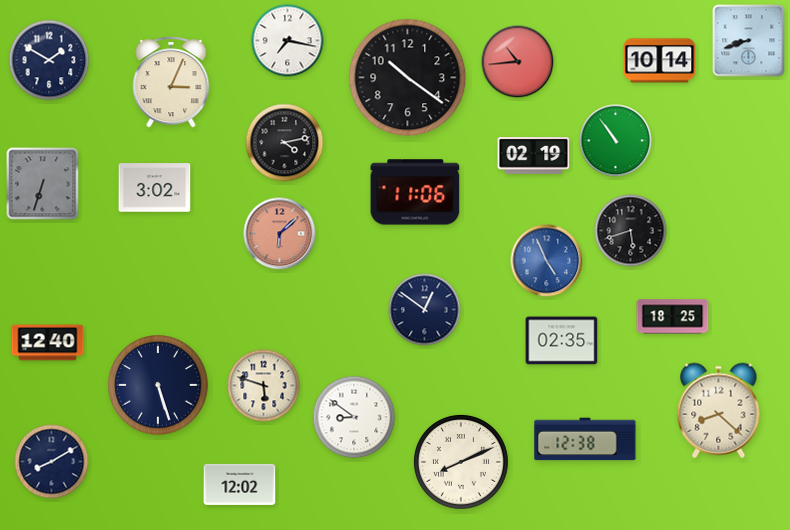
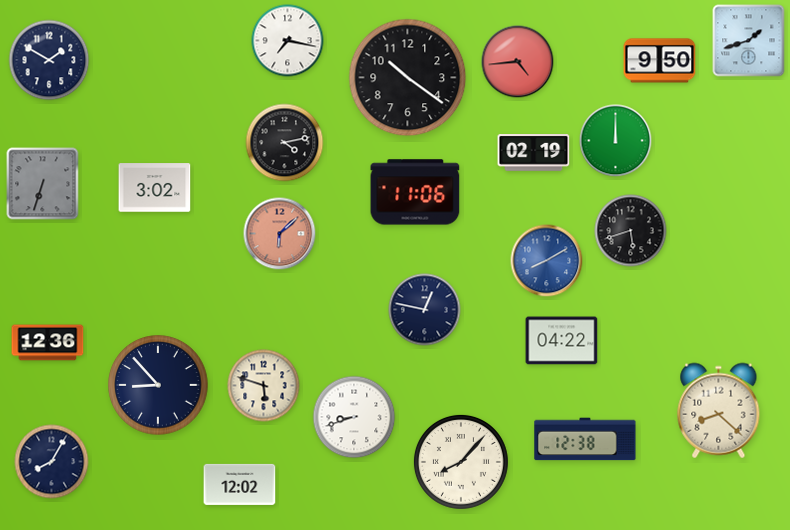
clock at (749, 41): 8:42 -> 1:42
clock at (660, 61): 10:14 -> 9:50
clock at (518, 62): 10:44 -> 4:44
clock at (171, 82): 3:04 -> none
clock at (616, 141): 10:54 -> 12:00
clock at (534, 156) position: (534, 156) -> (534, 153)
clock at (547, 261): 4:56 -> 8:10
clock at (425, 310): 12:51 -> 12:47
clock at (673, 317): 18:25 -> none
clock at (562, 341): 02:35 -> 04:22
clock at (48, 343): 12:40 -> 12:36
clock at (158, 385): 5:27 -> 8:53
clock at (354, 417): 8:51 -> 8:42
clock at (52, 462): 8:10 -> 8:05
clock at (461, 462): 8:11 -> 8:07
